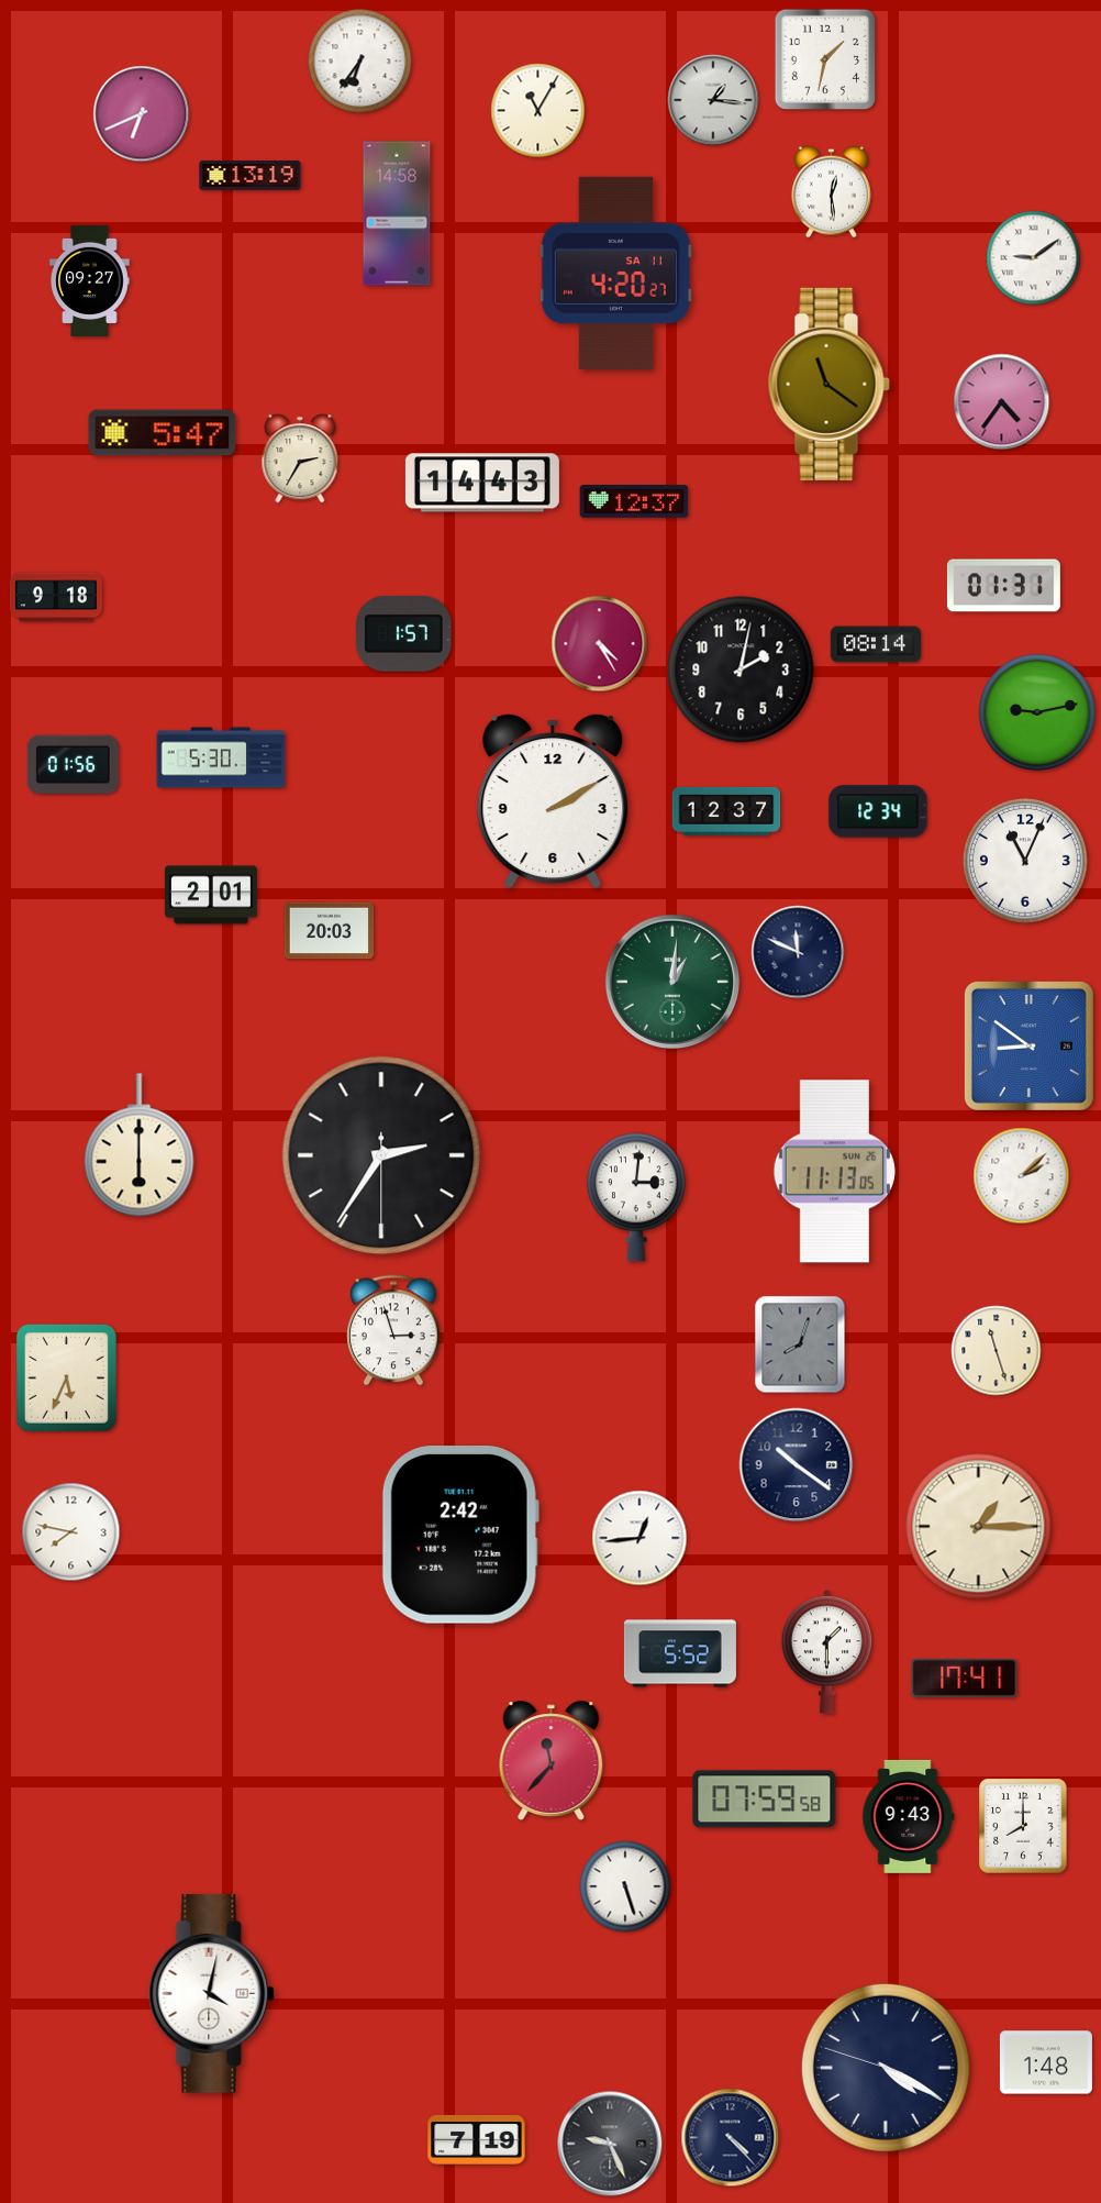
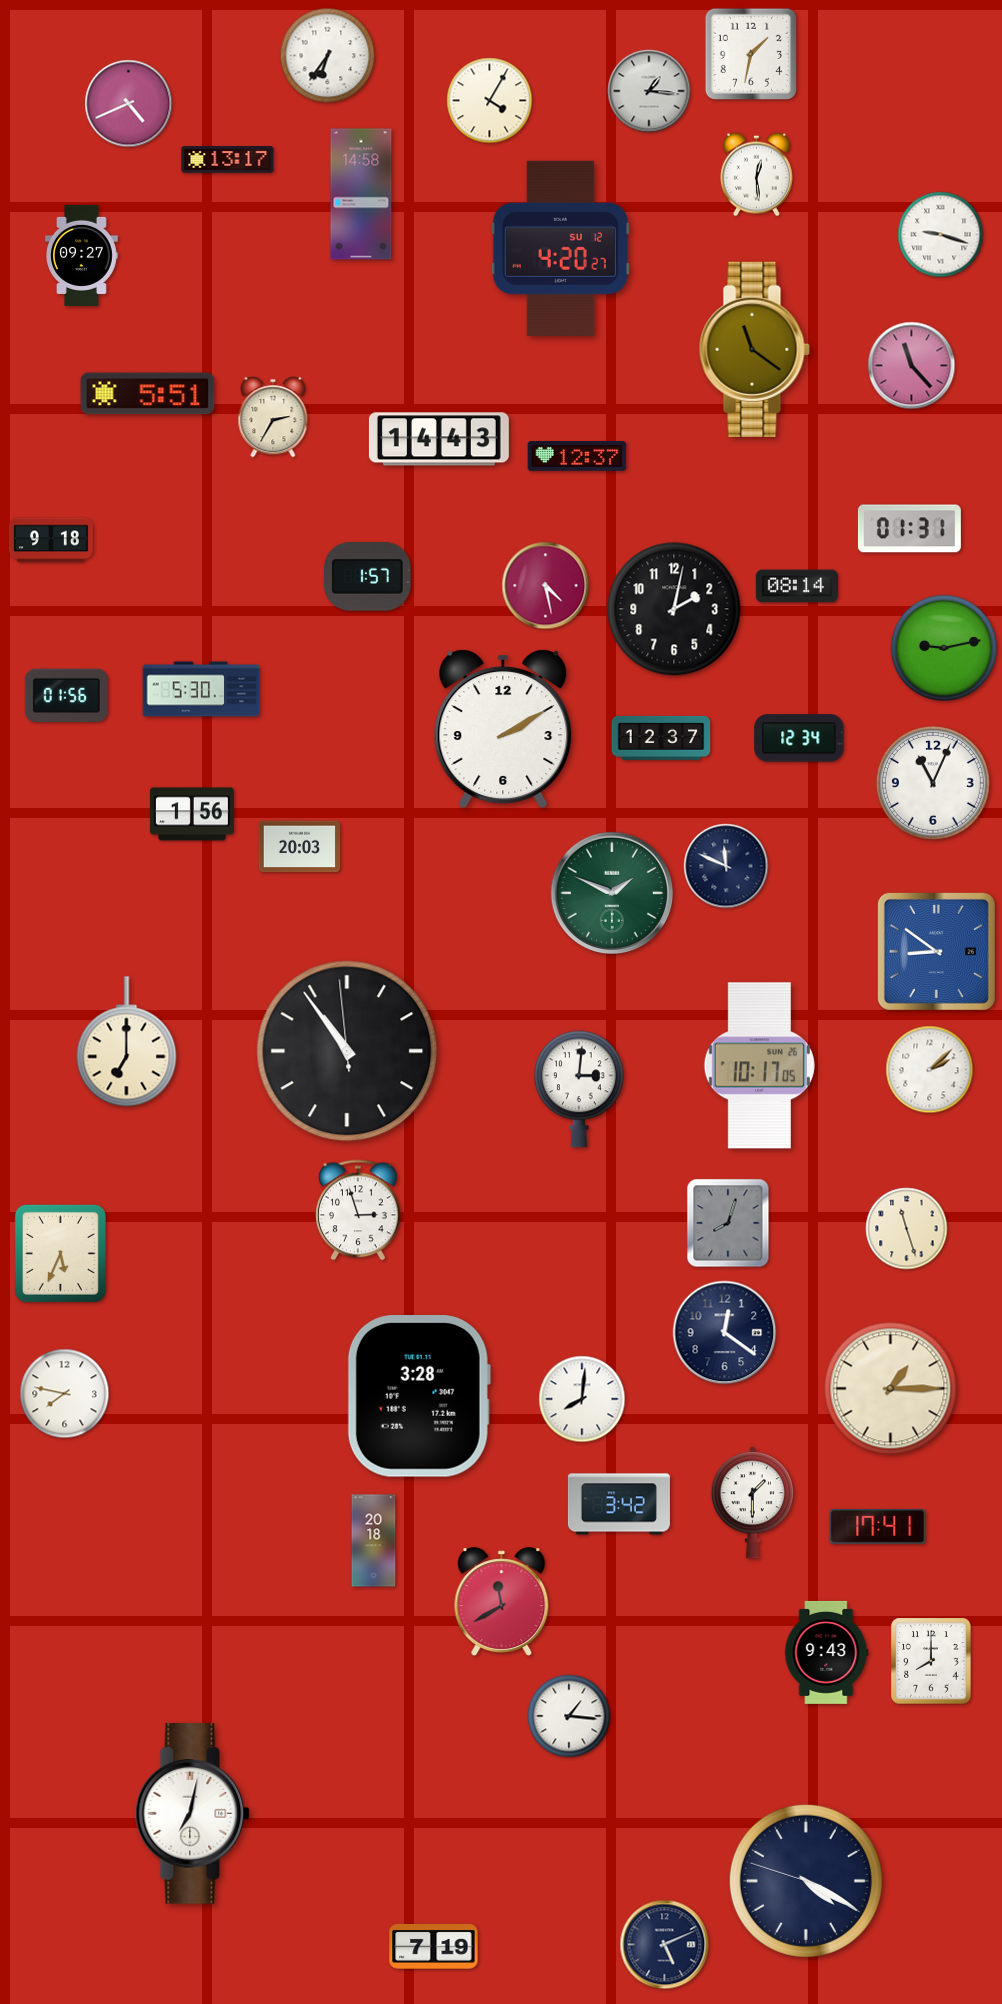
clock at (538, 111): 11:05 -> 4:05
clock at (142, 114): 6:41 -> 4:41
clock at (251, 176): 13:19 -> 13:17
clock at (1034, 258): 9:09 -> 9:18
clock at (615, 273) date: SA 11 -> SU 12
clock at (1002, 402): 4:36 -> 11:23
clock at (163, 433): 5:47 -> 5:51
clock at (1003, 586) position: (1003, 586) -> (909, 529)
clock at (56, 597) position: (56, 597) -> (51, 540)
clock at (600, 644): 4:25 -> 4:28
clock at (211, 895): 2:01 -> 1:56
clock at (672, 982): 1:01 -> 1:49
clock at (140, 1145): 6:00 -> 7:00
clock at (381, 1155): 2:35 -> 10:53
clock at (834, 1172): 11:13 -> 10:17
clock at (797, 1465): 10:21 -> 12:21
clock at (460, 1536): 2:42 -> 3:28
clock at (640, 1538): 12:44 -> 8:01
clock at (680, 1653): 5:52 -> 3:42
clock at (374, 1541): none -> 20:18
clock at (552, 1760): 11:37 -> 11:40
clock at (765, 1800): 07:59 -> none
clock at (625, 1886): 5:27 -> 1:16
clock at (212, 1994): 4:02 -> 7:02
clock at (1046, 2062): 1:48 -> none
clock at (731, 2138): 4:23 -> 5:11
clock at (610, 2144): 9:26 -> none
